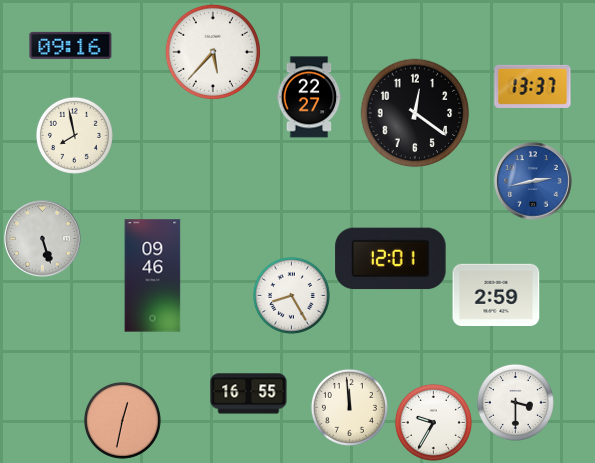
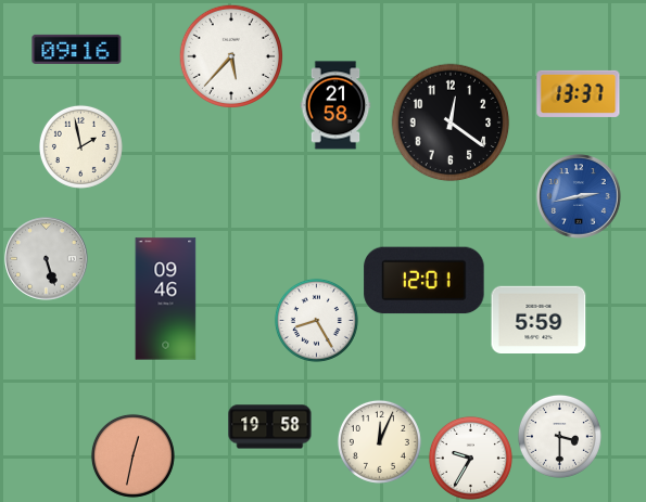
clock at (309, 97): 22:27 -> 21:58
clock at (74, 135): 7:58 -> 1:58
clock at (496, 294): 2:59 -> 5:59
clock at (249, 394): 16:55 -> 19:58
clock at (349, 407): 11:59 -> 12:04
